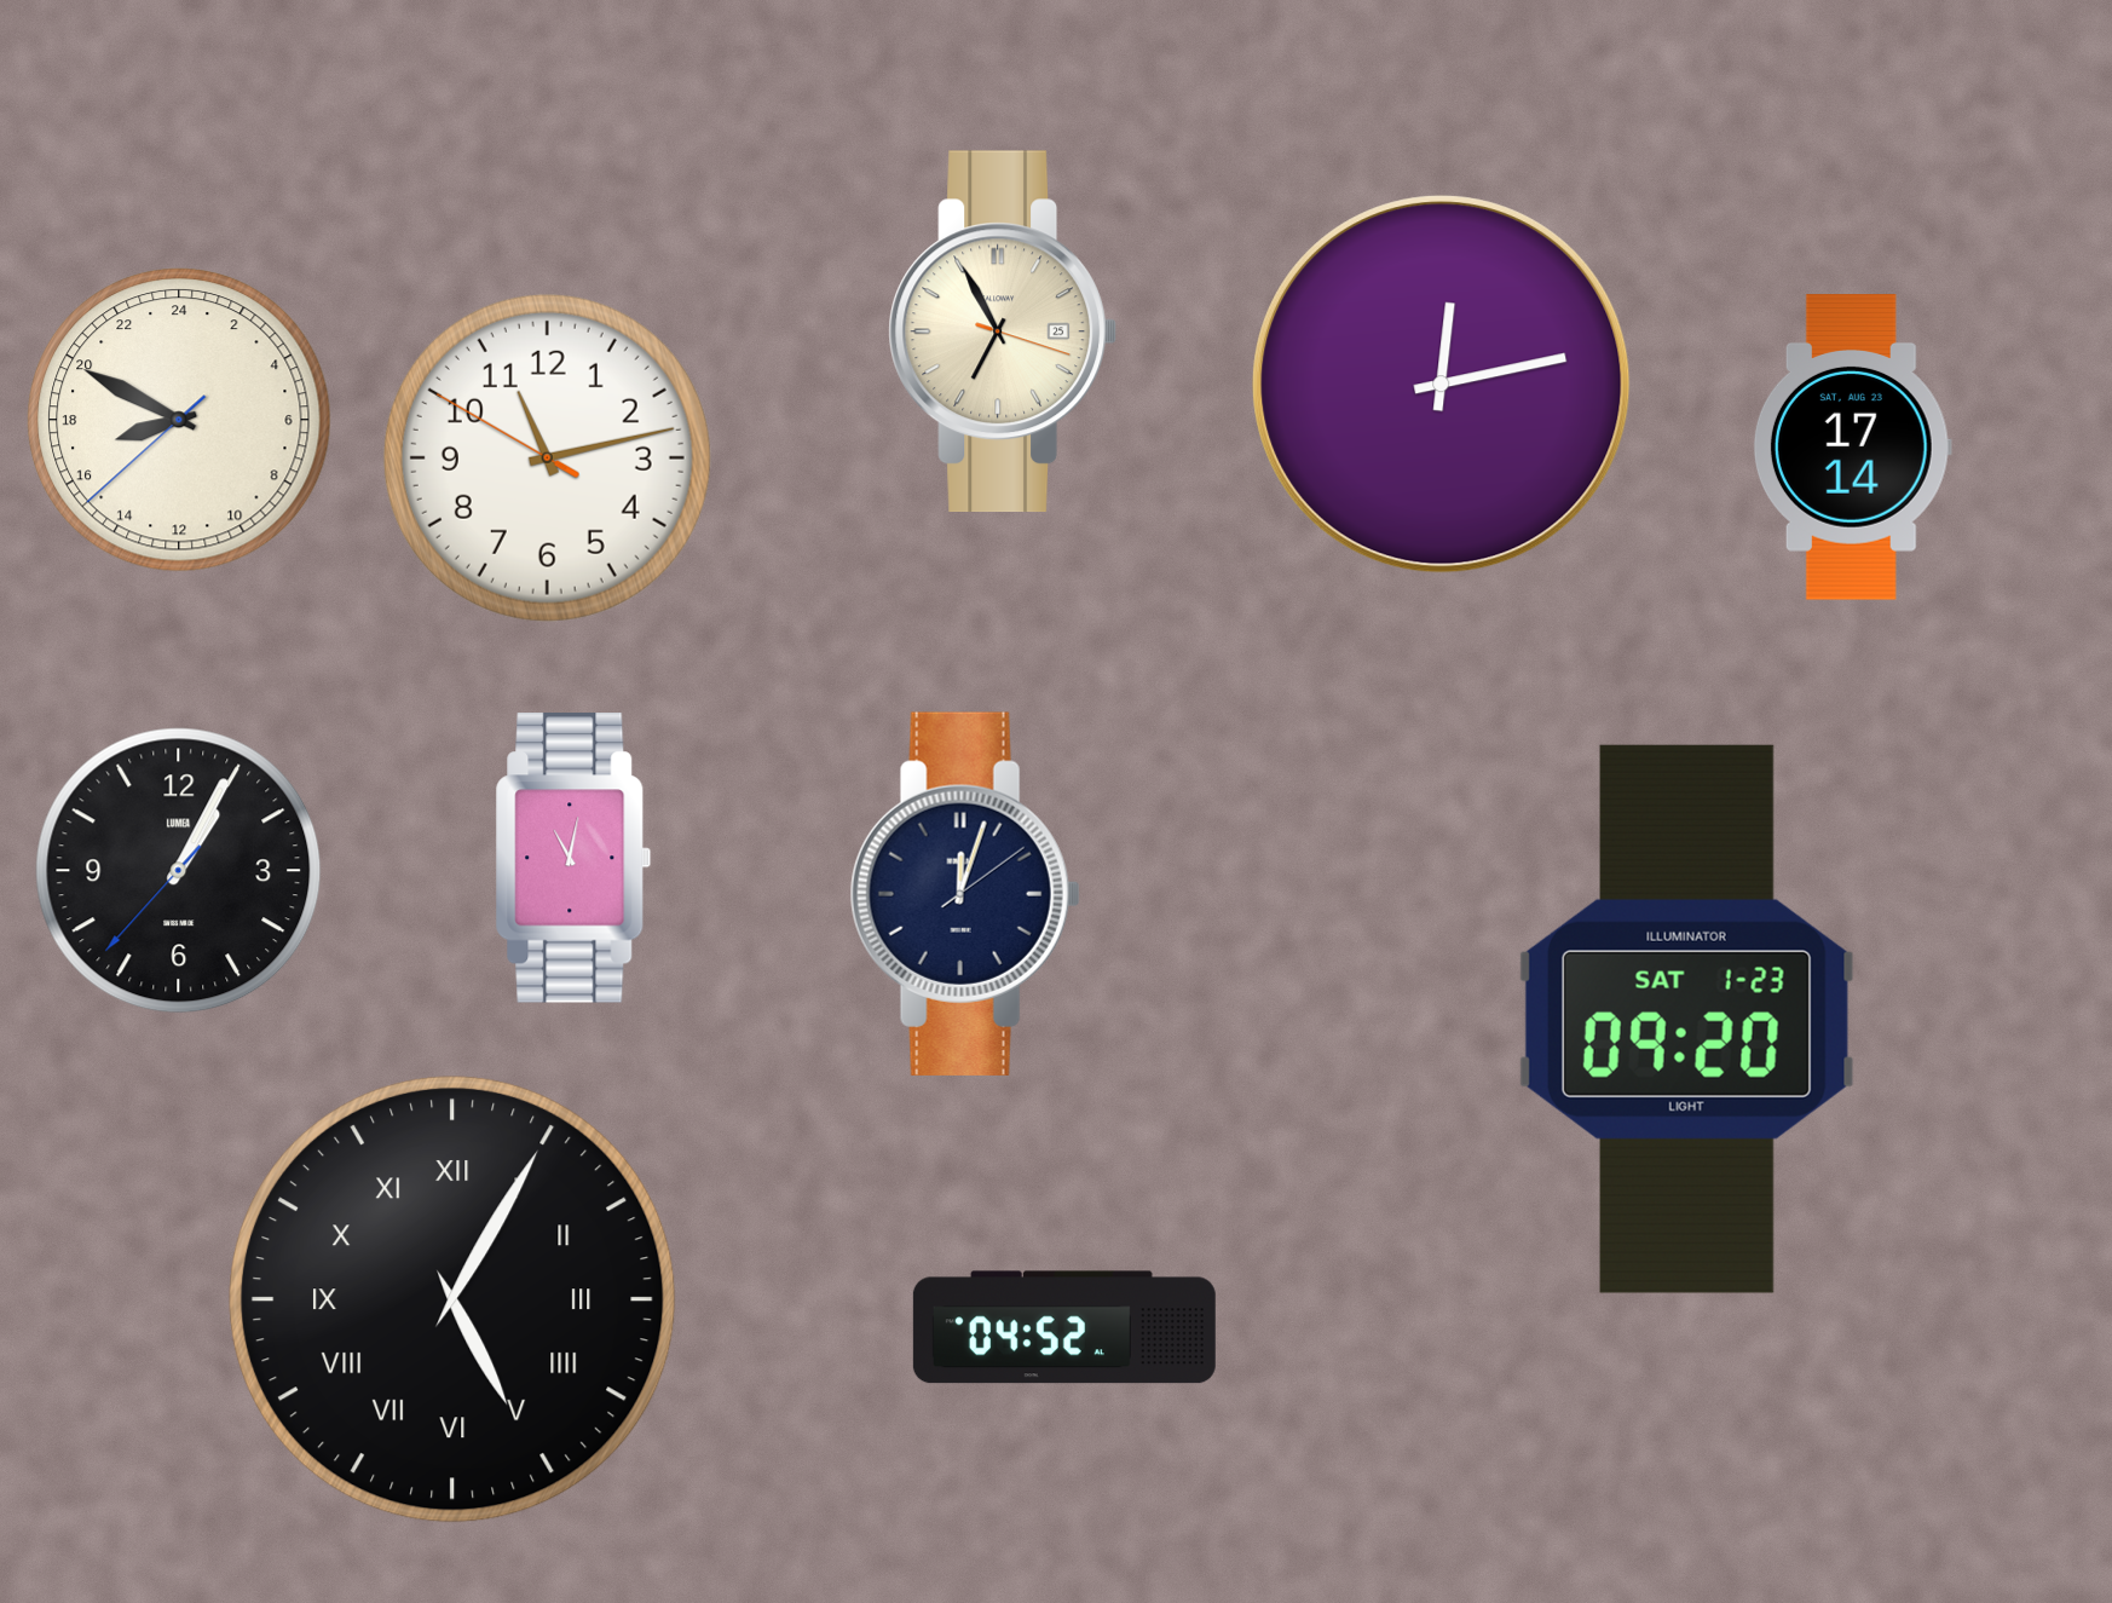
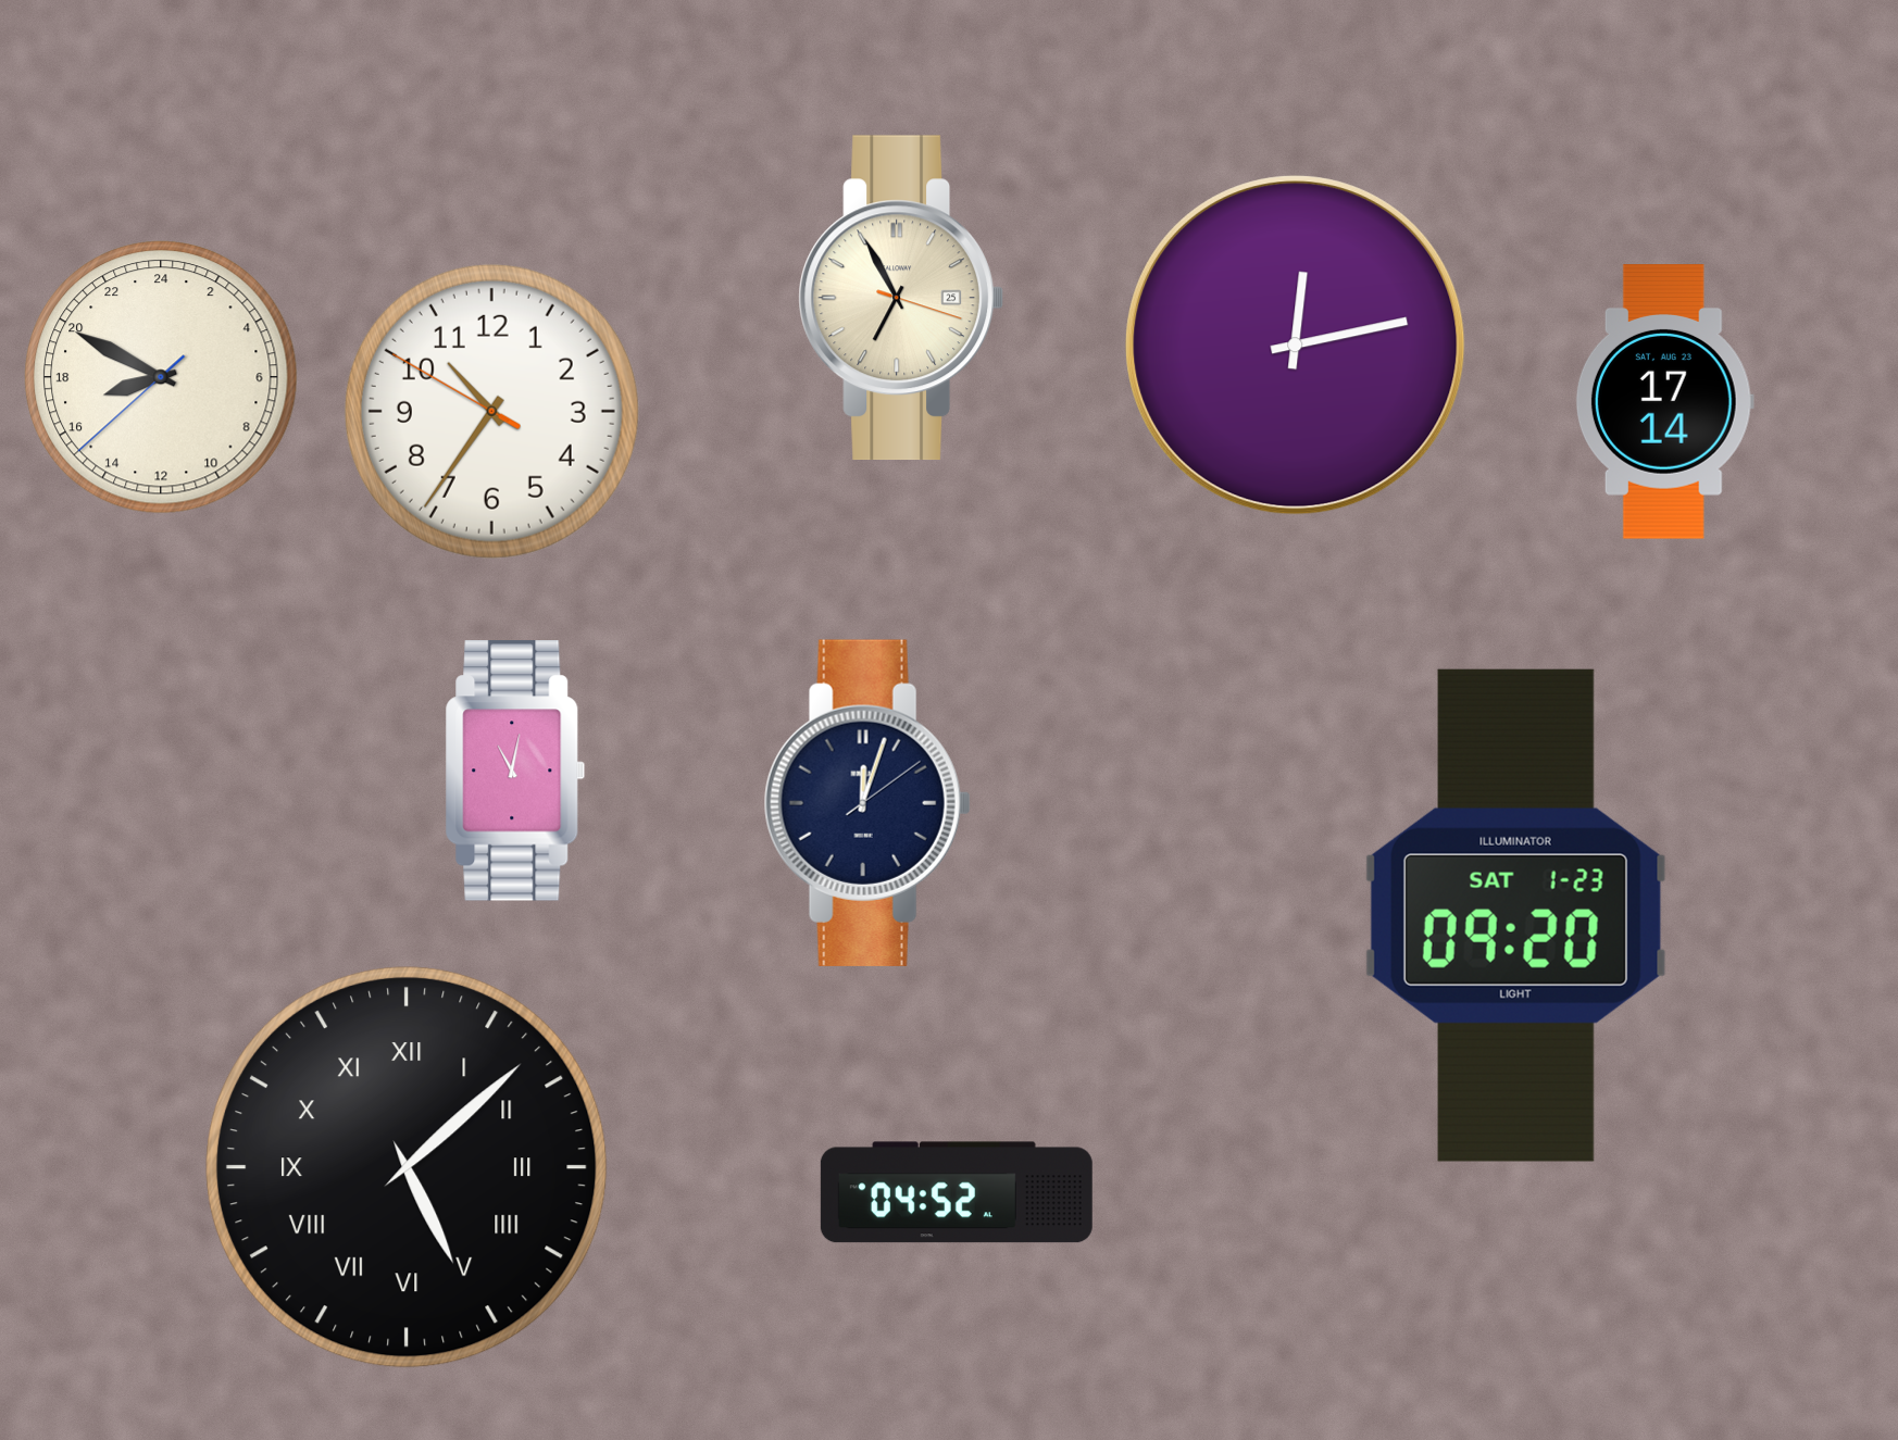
clock at (547, 457): 11:12 -> 10:35
clock at (179, 871): 1:04 -> none
clock at (454, 1301): 5:05 -> 5:08
